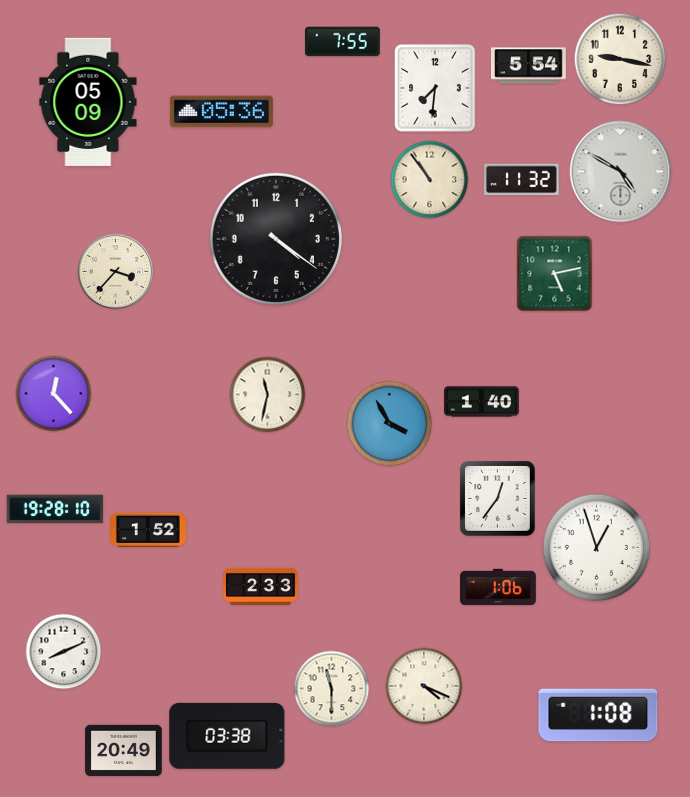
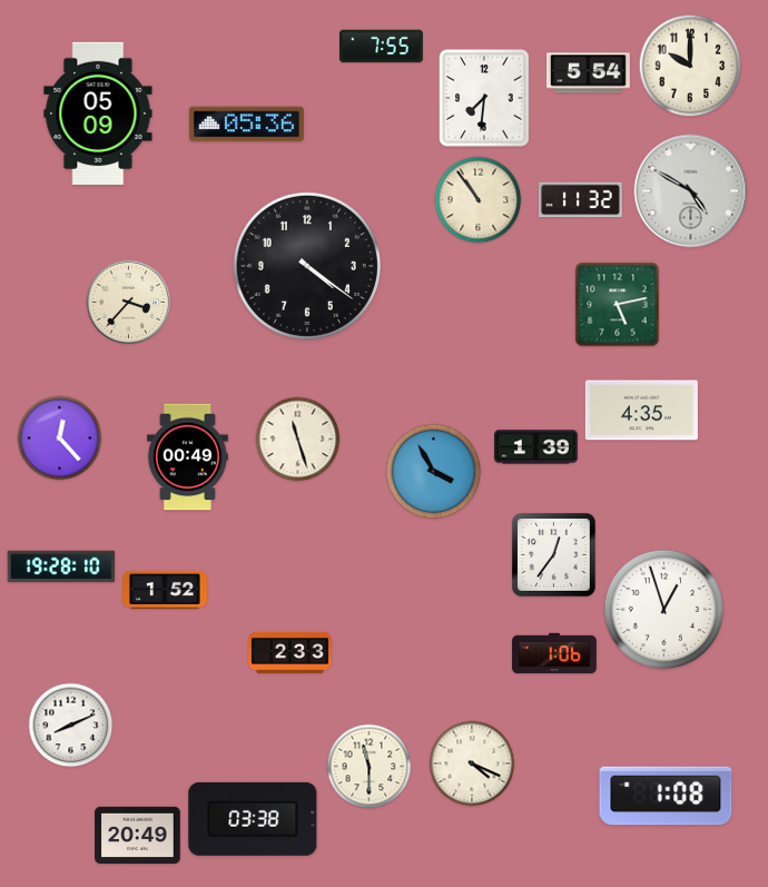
clock at (620, 59): 9:17 -> 10:00
clock at (641, 411): none -> 4:35
clock at (268, 395): 11:32 -> 11:27
clock at (482, 402): 1:40 -> 1:39
clock at (187, 457): none -> 00:49
